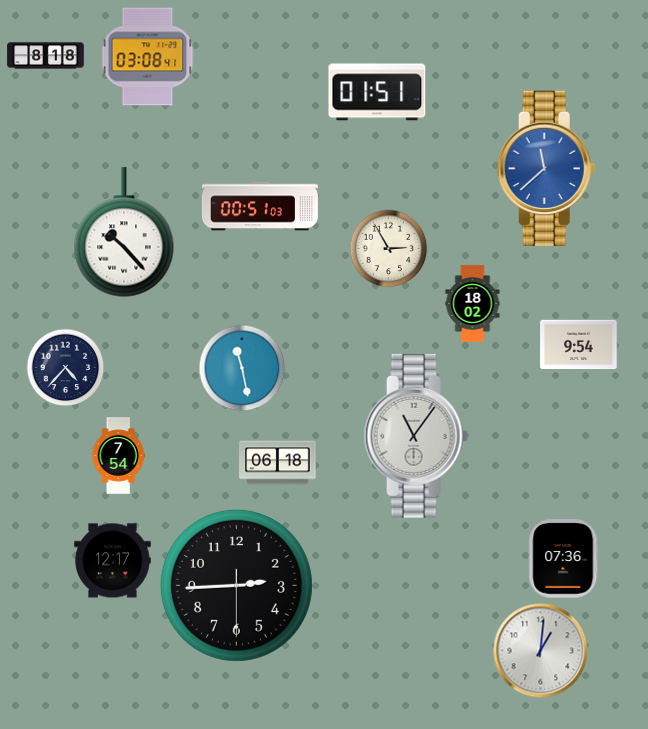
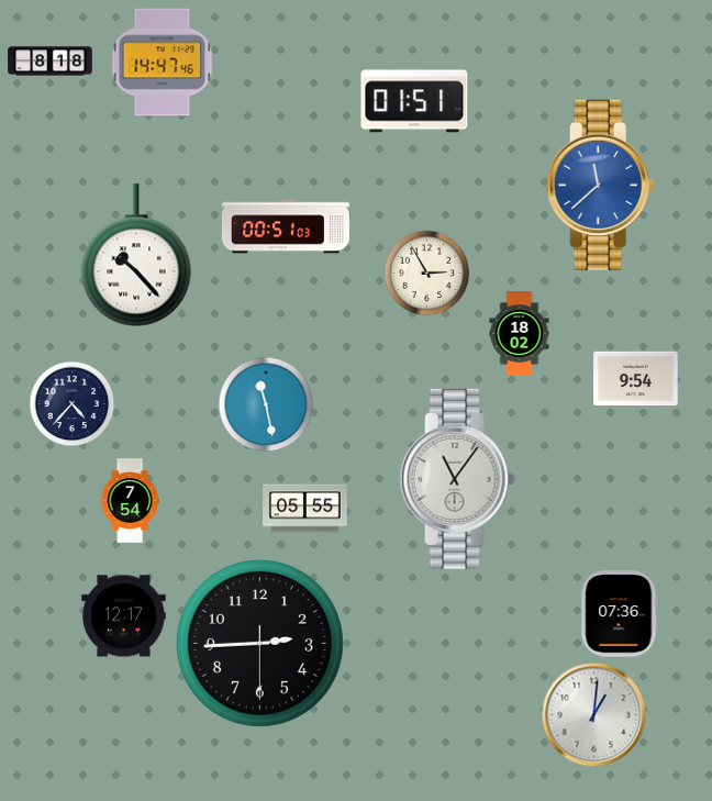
clock at (148, 57): 03:08 -> 14:47
clock at (278, 463): 06:18 -> 05:55
